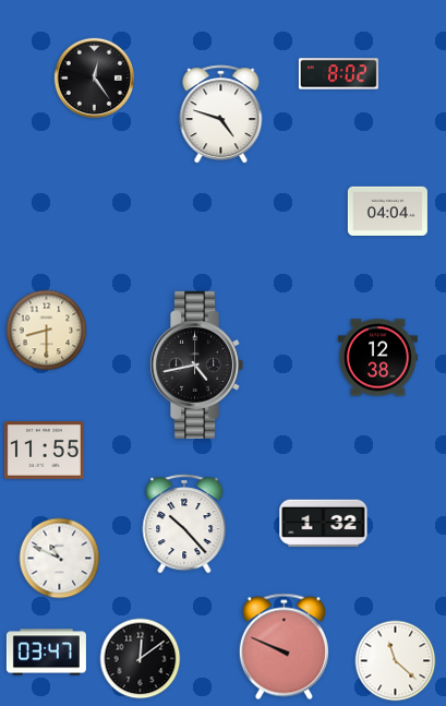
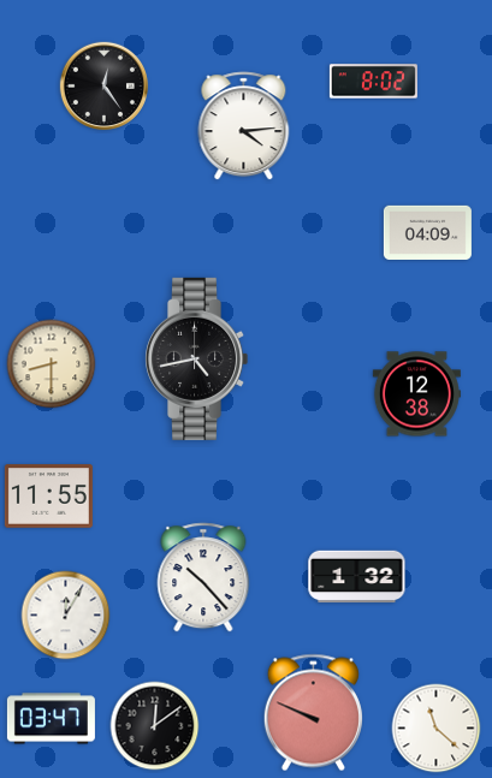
clock at (221, 115): 4:48 -> 4:14
clock at (387, 211): 04:04 -> 04:09
clock at (197, 364) position: (197, 364) -> (197, 358)
clock at (60, 559): 10:49 -> 12:05
